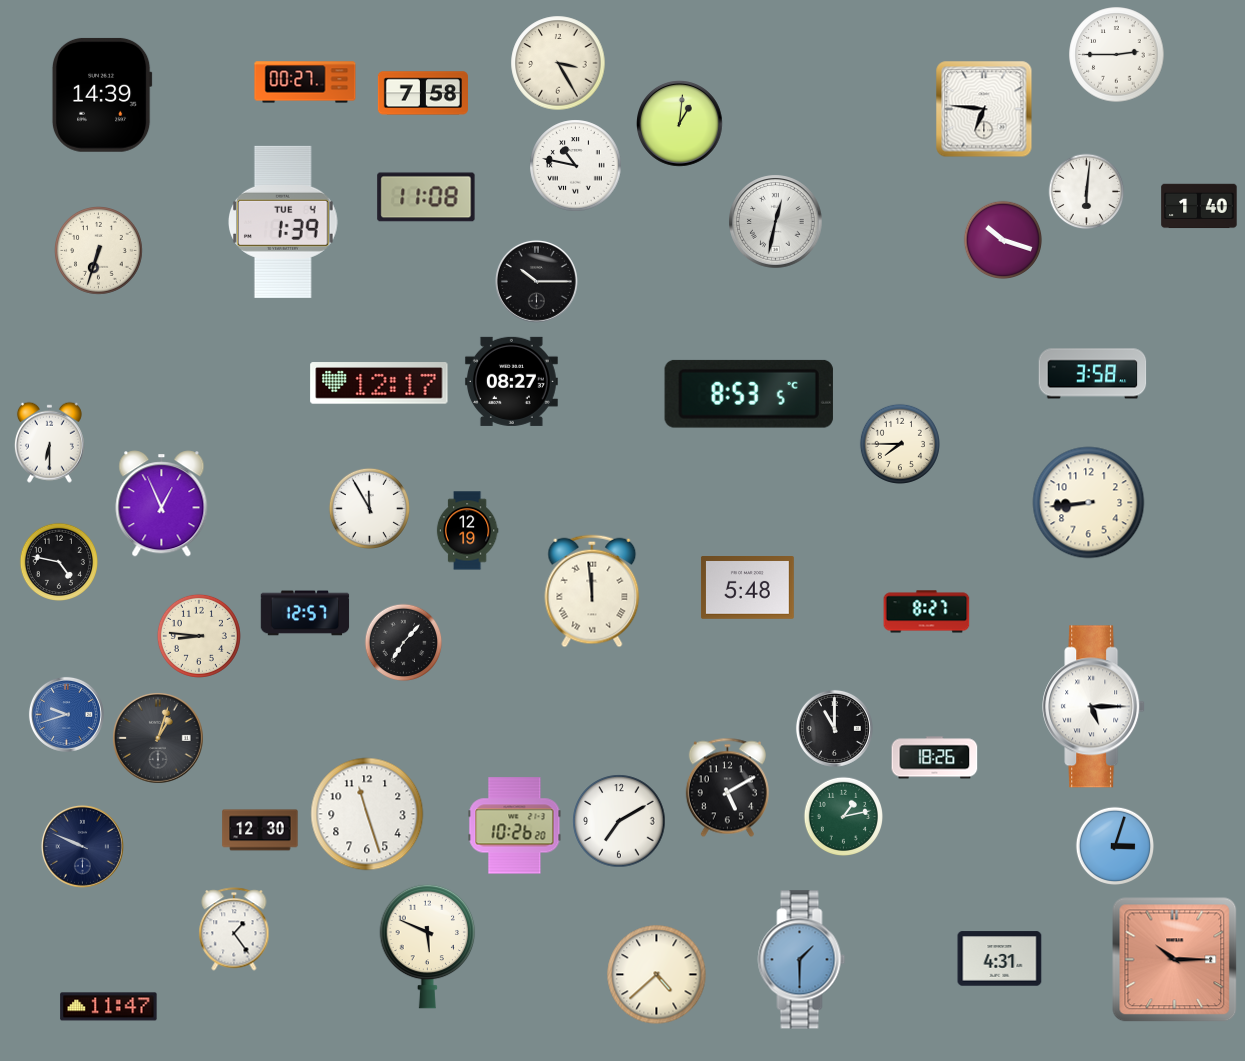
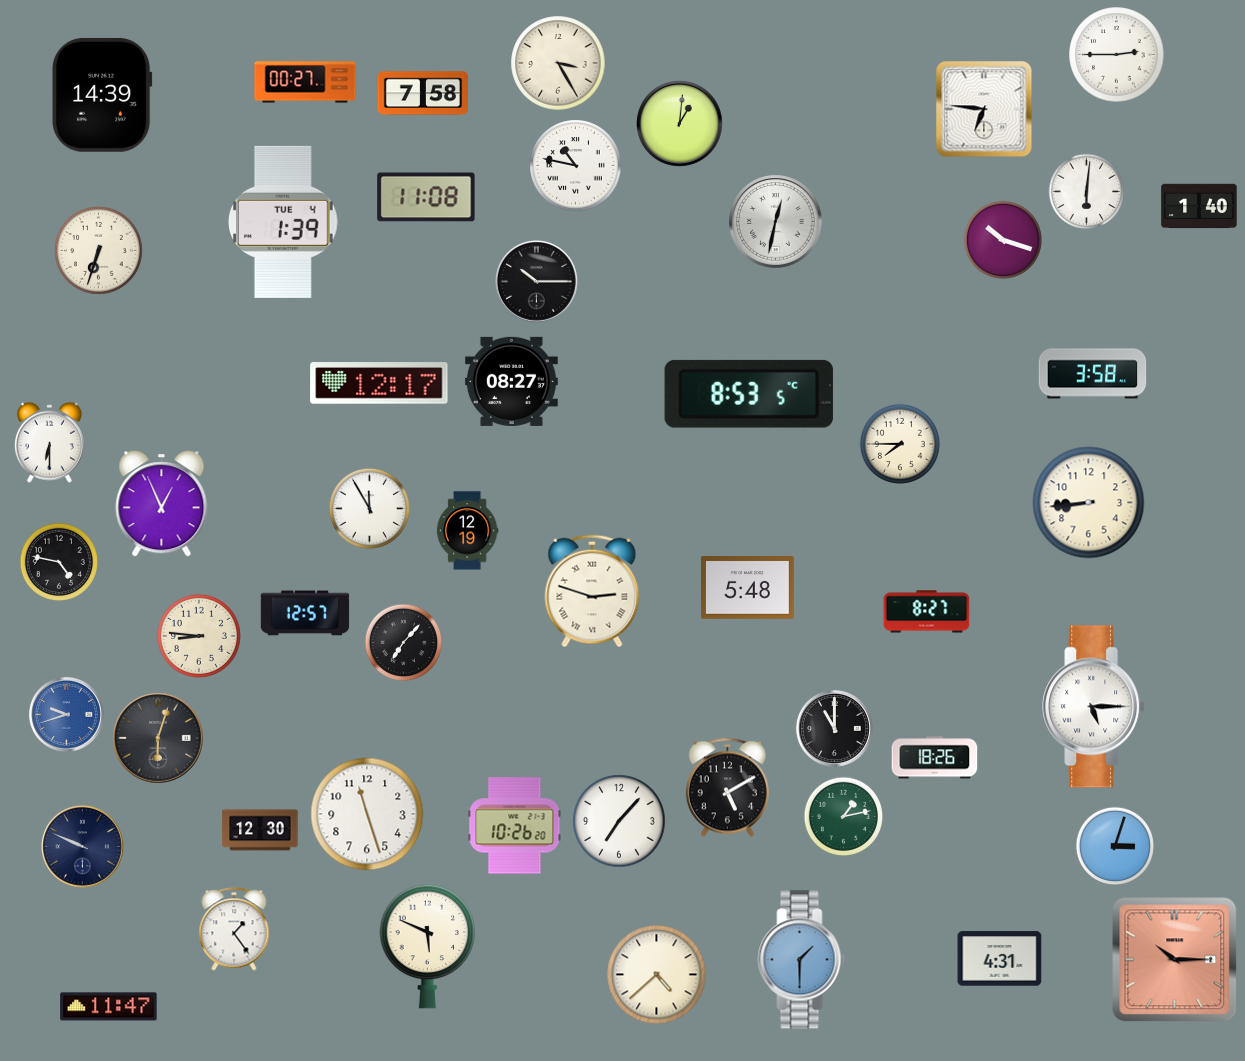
clock at (592, 591): 11:59 -> 2:48
clock at (158, 738): 1:03 -> 6:03
clock at (619, 821): 7:10 -> 7:07
